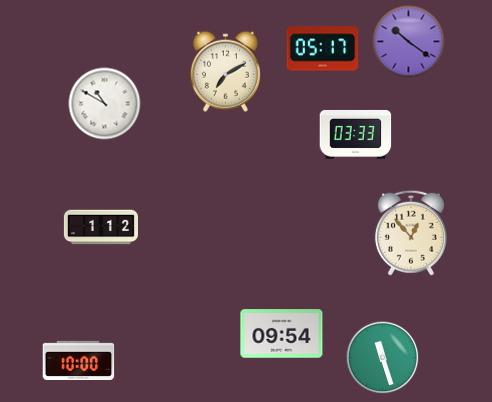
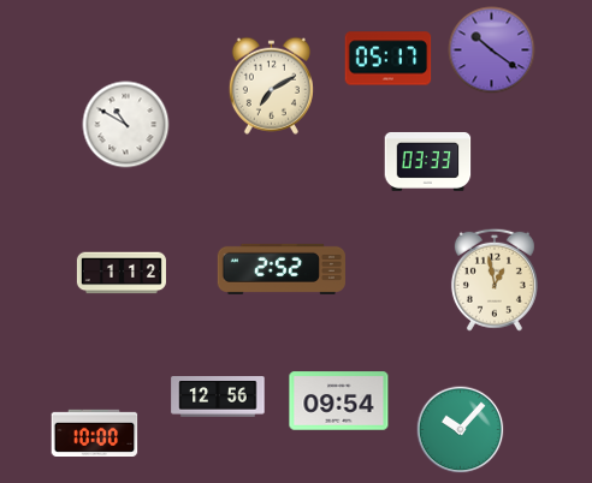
clock at (282, 269): none -> 2:52
clock at (411, 233): 12:53 -> 12:58
clock at (218, 398): none -> 12:56
clock at (383, 358): 11:27 -> 10:07
